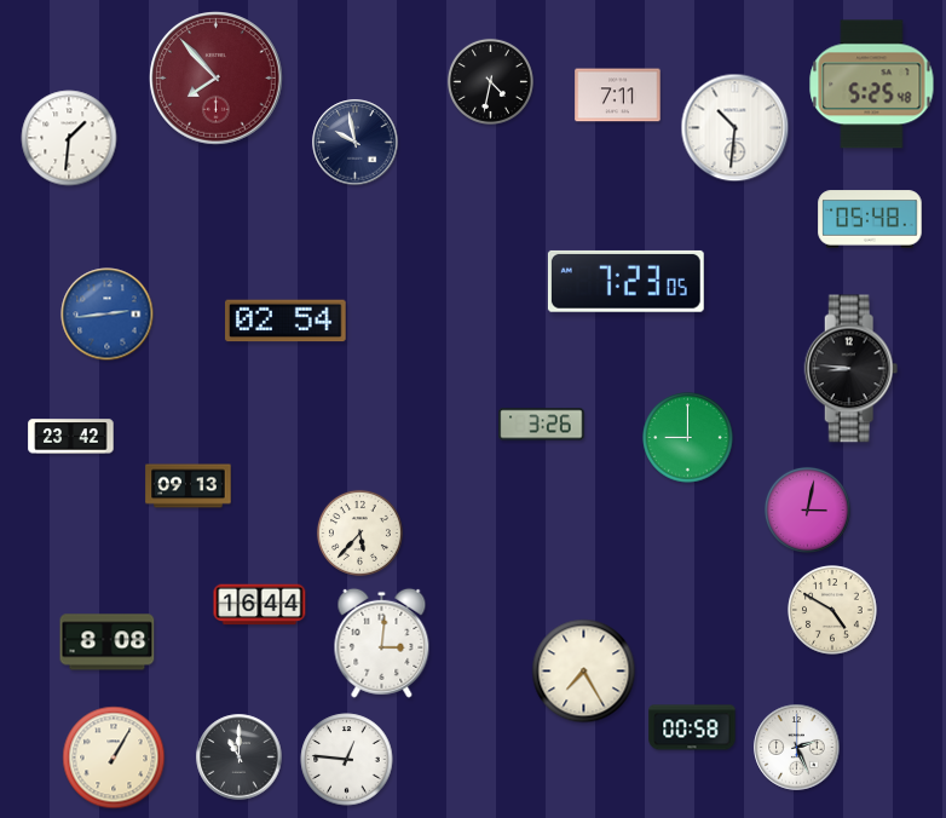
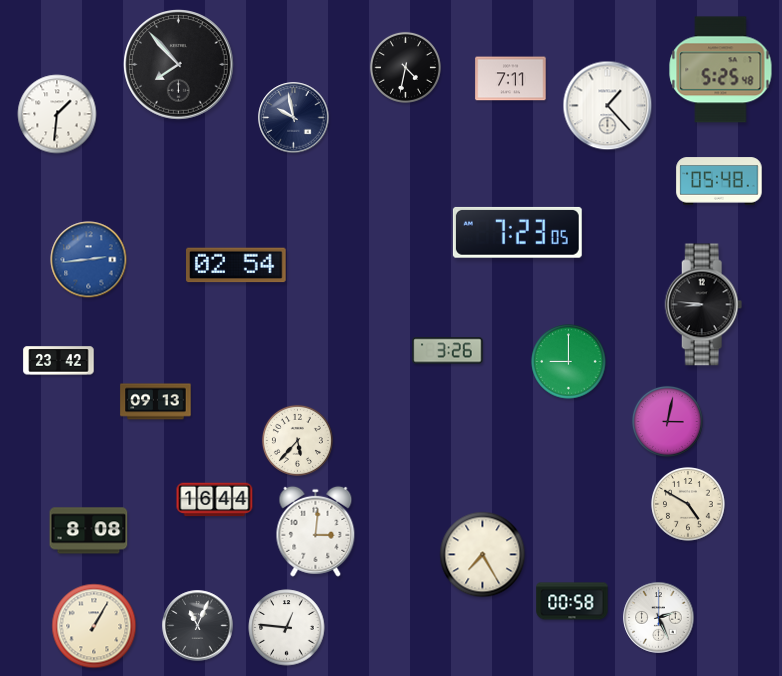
clock at (217, 79) dial: burgundy -> black
clock at (736, 128): 10:31 -> 1:23
clock at (240, 757): 11:00 -> 11:04
